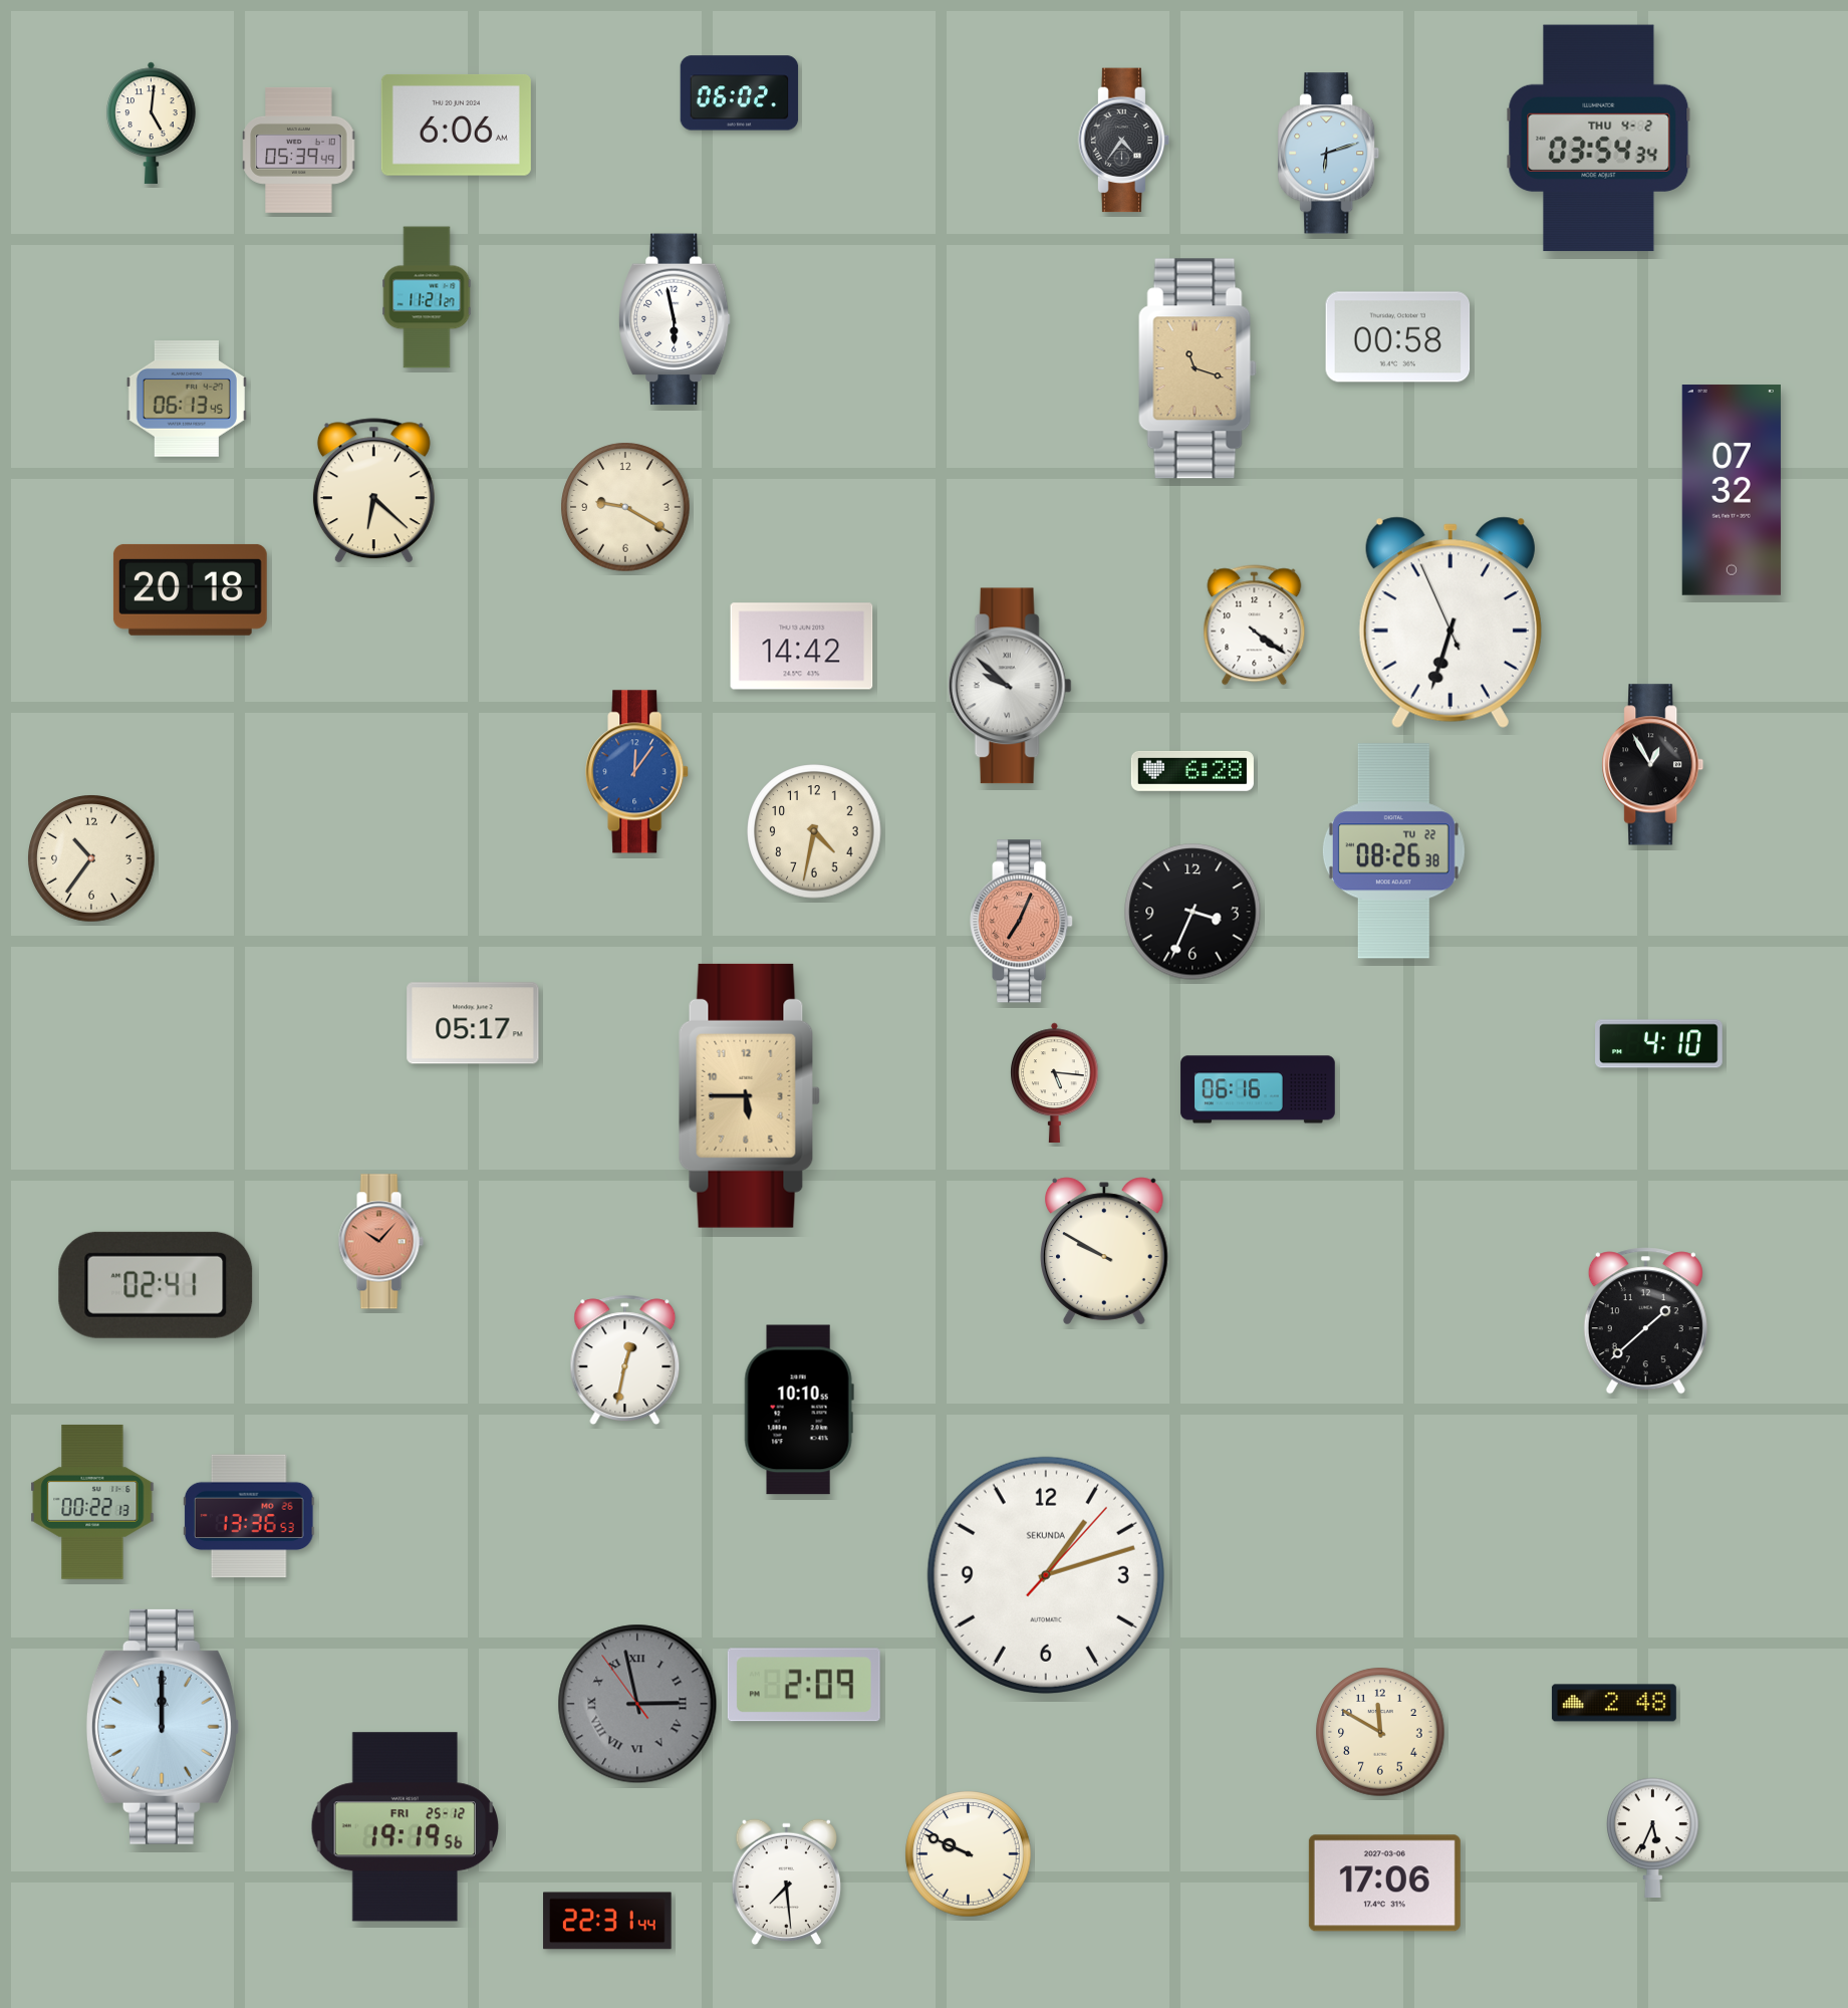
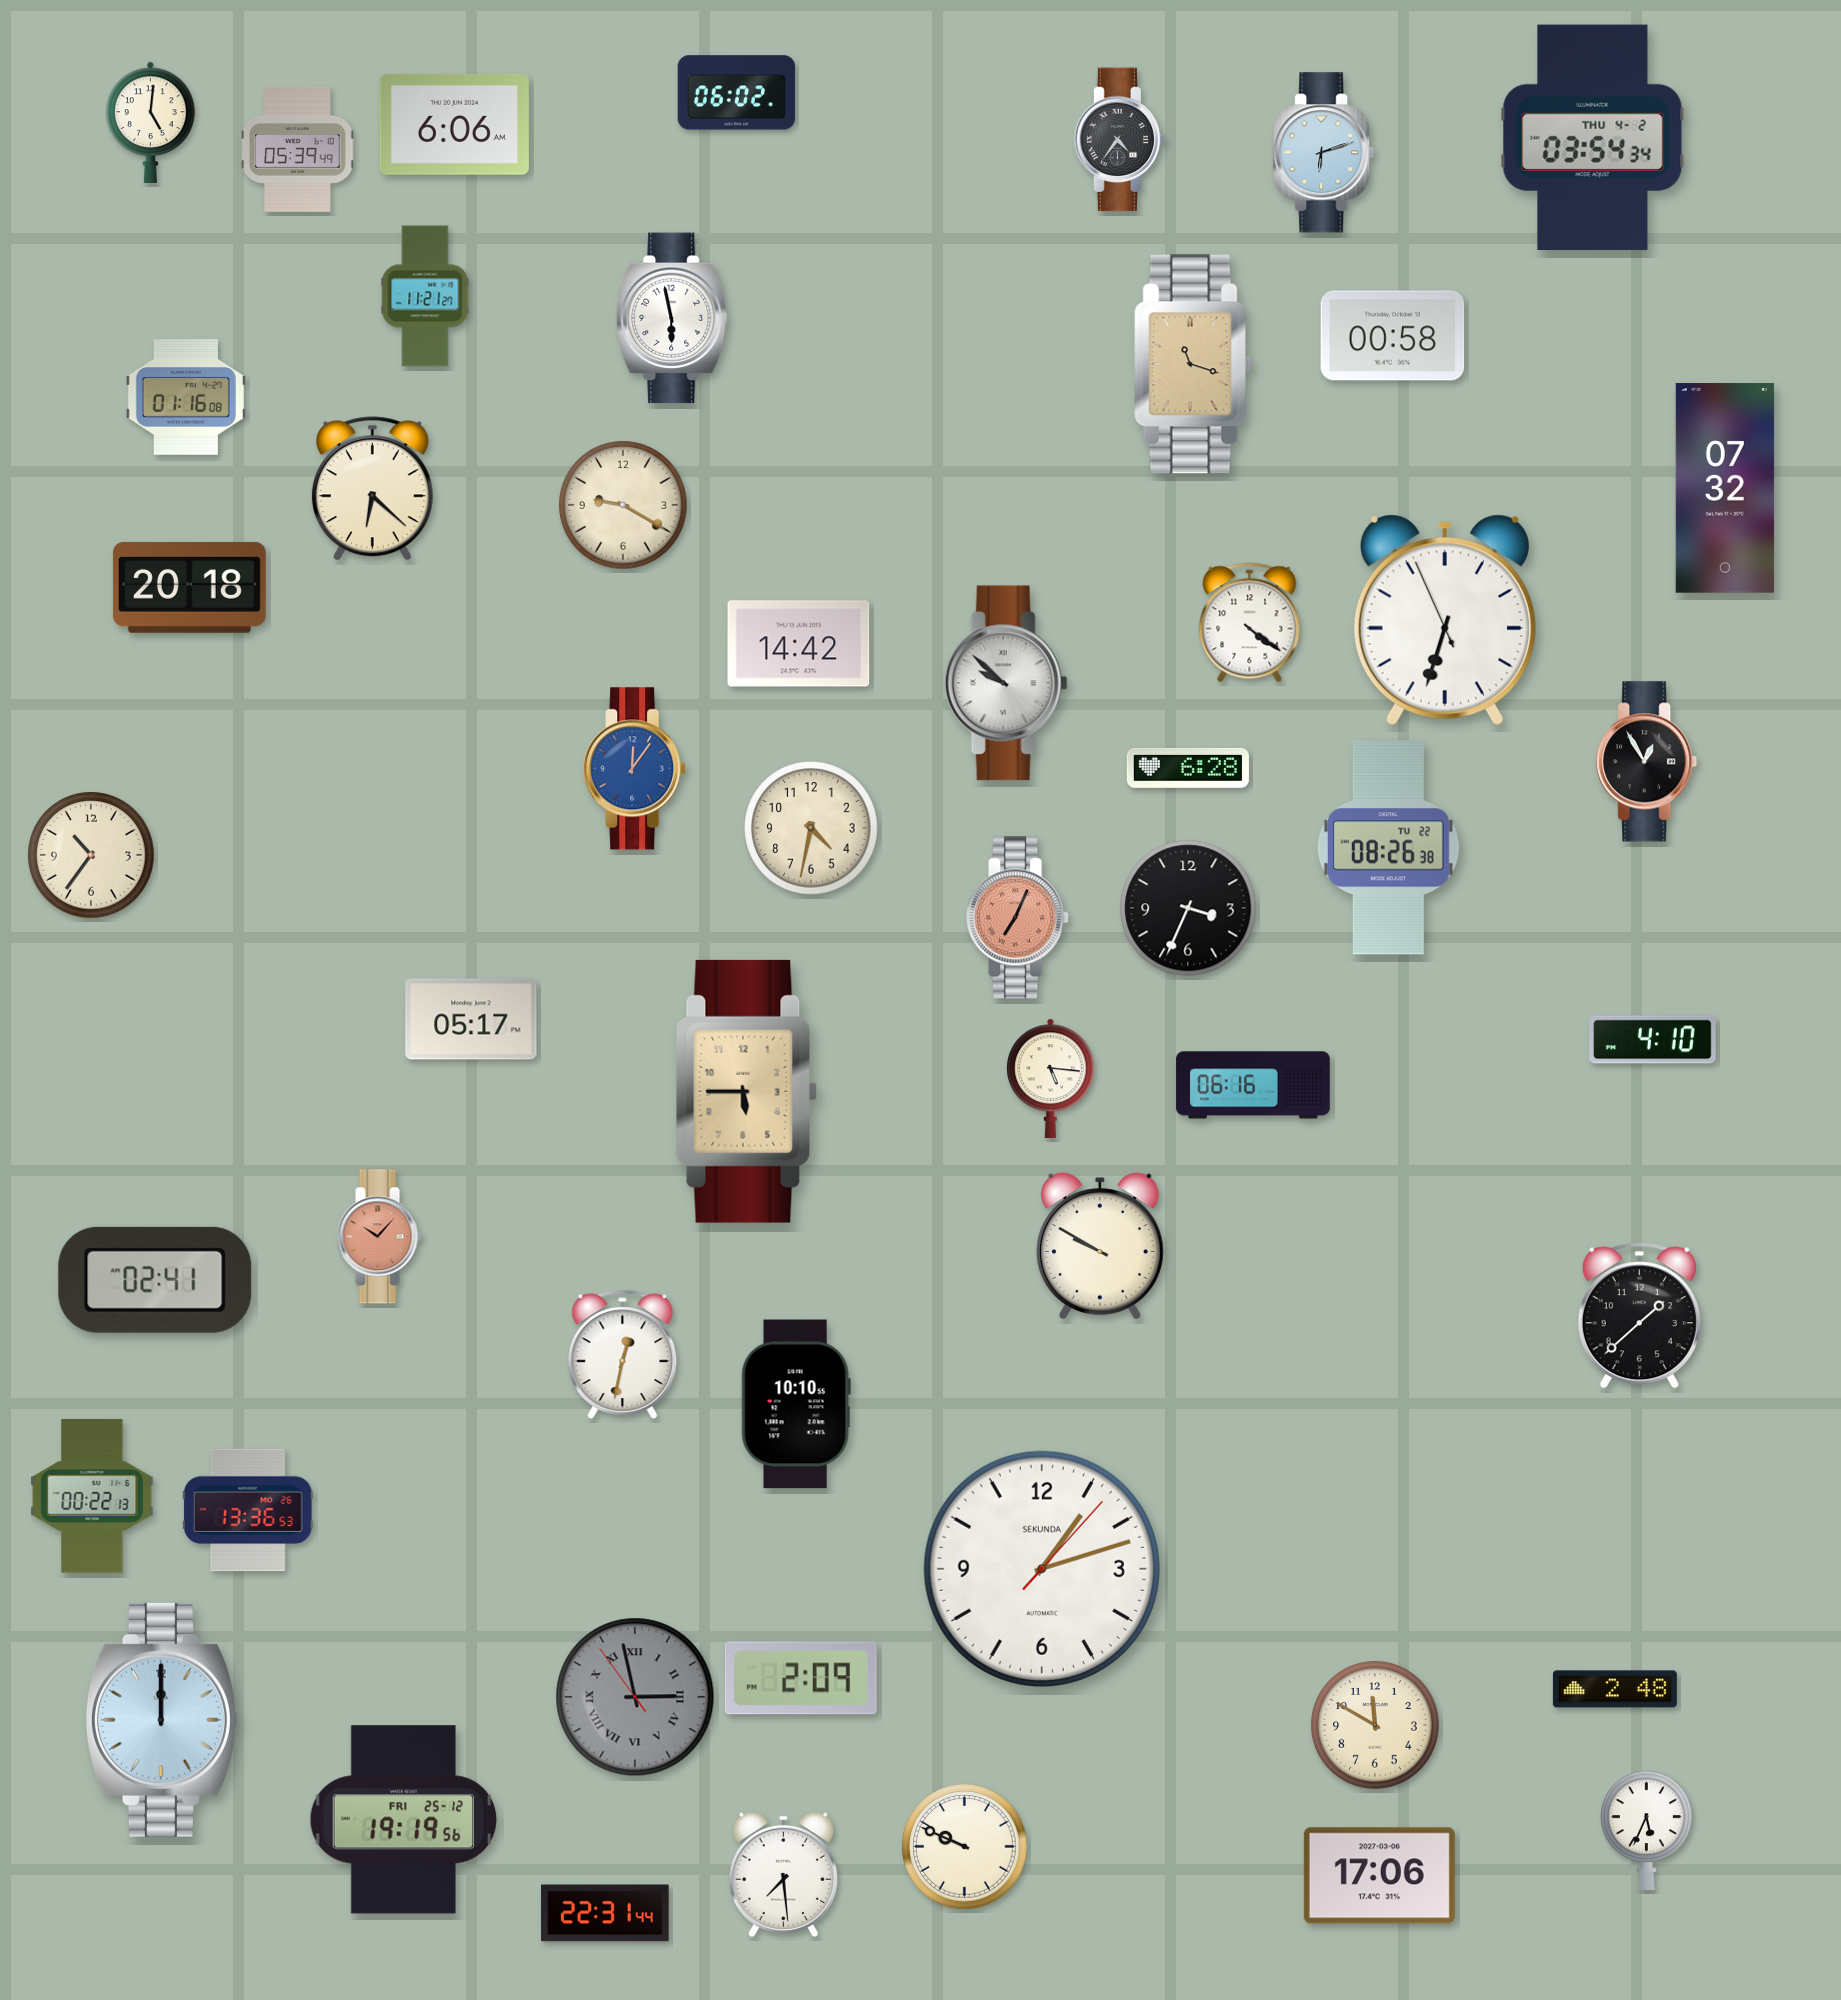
clock at (1198, 368) position: (1198, 368) -> (1193, 364)
clock at (187, 400): 06:13 -> 01:16
clock at (1614, 1703) position: (1614, 1703) -> (1615, 1689)
